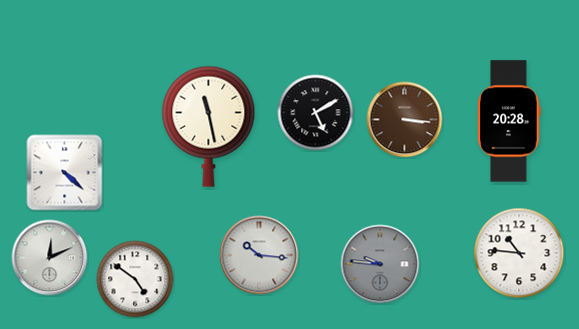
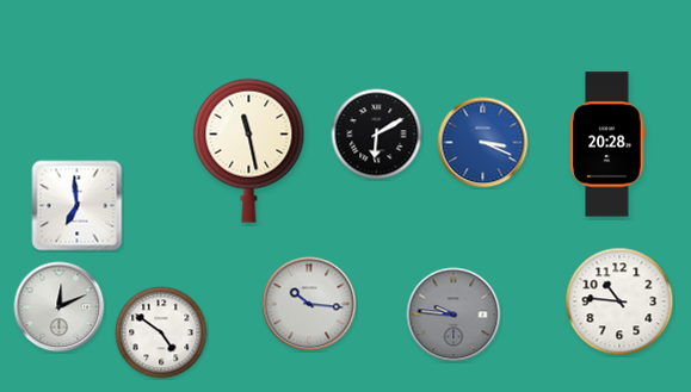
clock at (316, 113): 5:10 -> 6:10
clock at (405, 120): 3:16 -> 3:19
clock at (405, 120) dial: brown -> blue
clock at (65, 173): 4:22 -> 6:59
